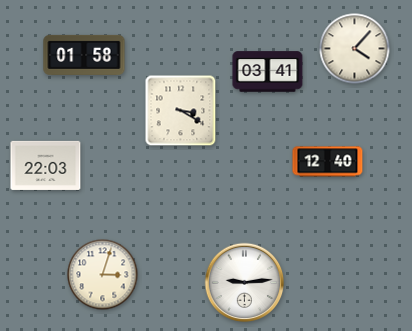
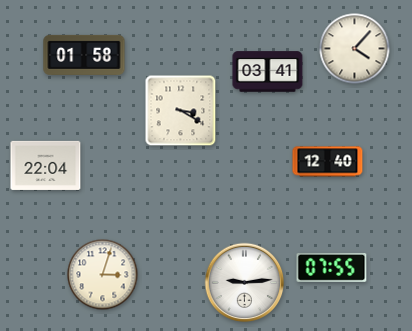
clock at (46, 165): 22:03 -> 22:04
clock at (332, 267): none -> 07:55
